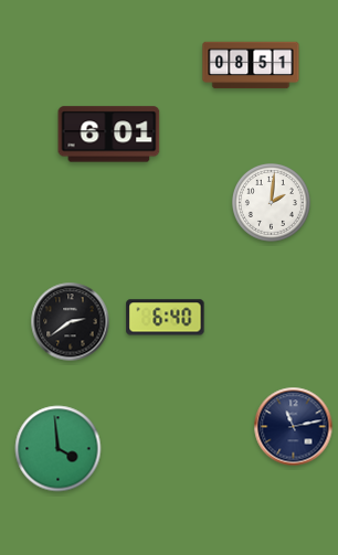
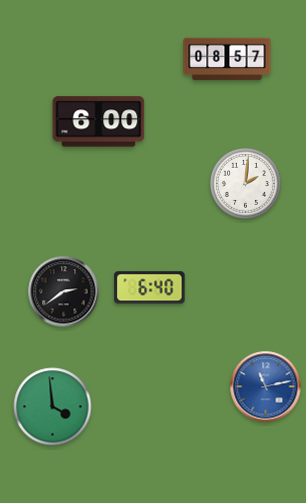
clock at (251, 65): 08:51 -> 08:57
clock at (109, 135): 6:01 -> 6:00
clock at (294, 427) dial: navy -> blue
